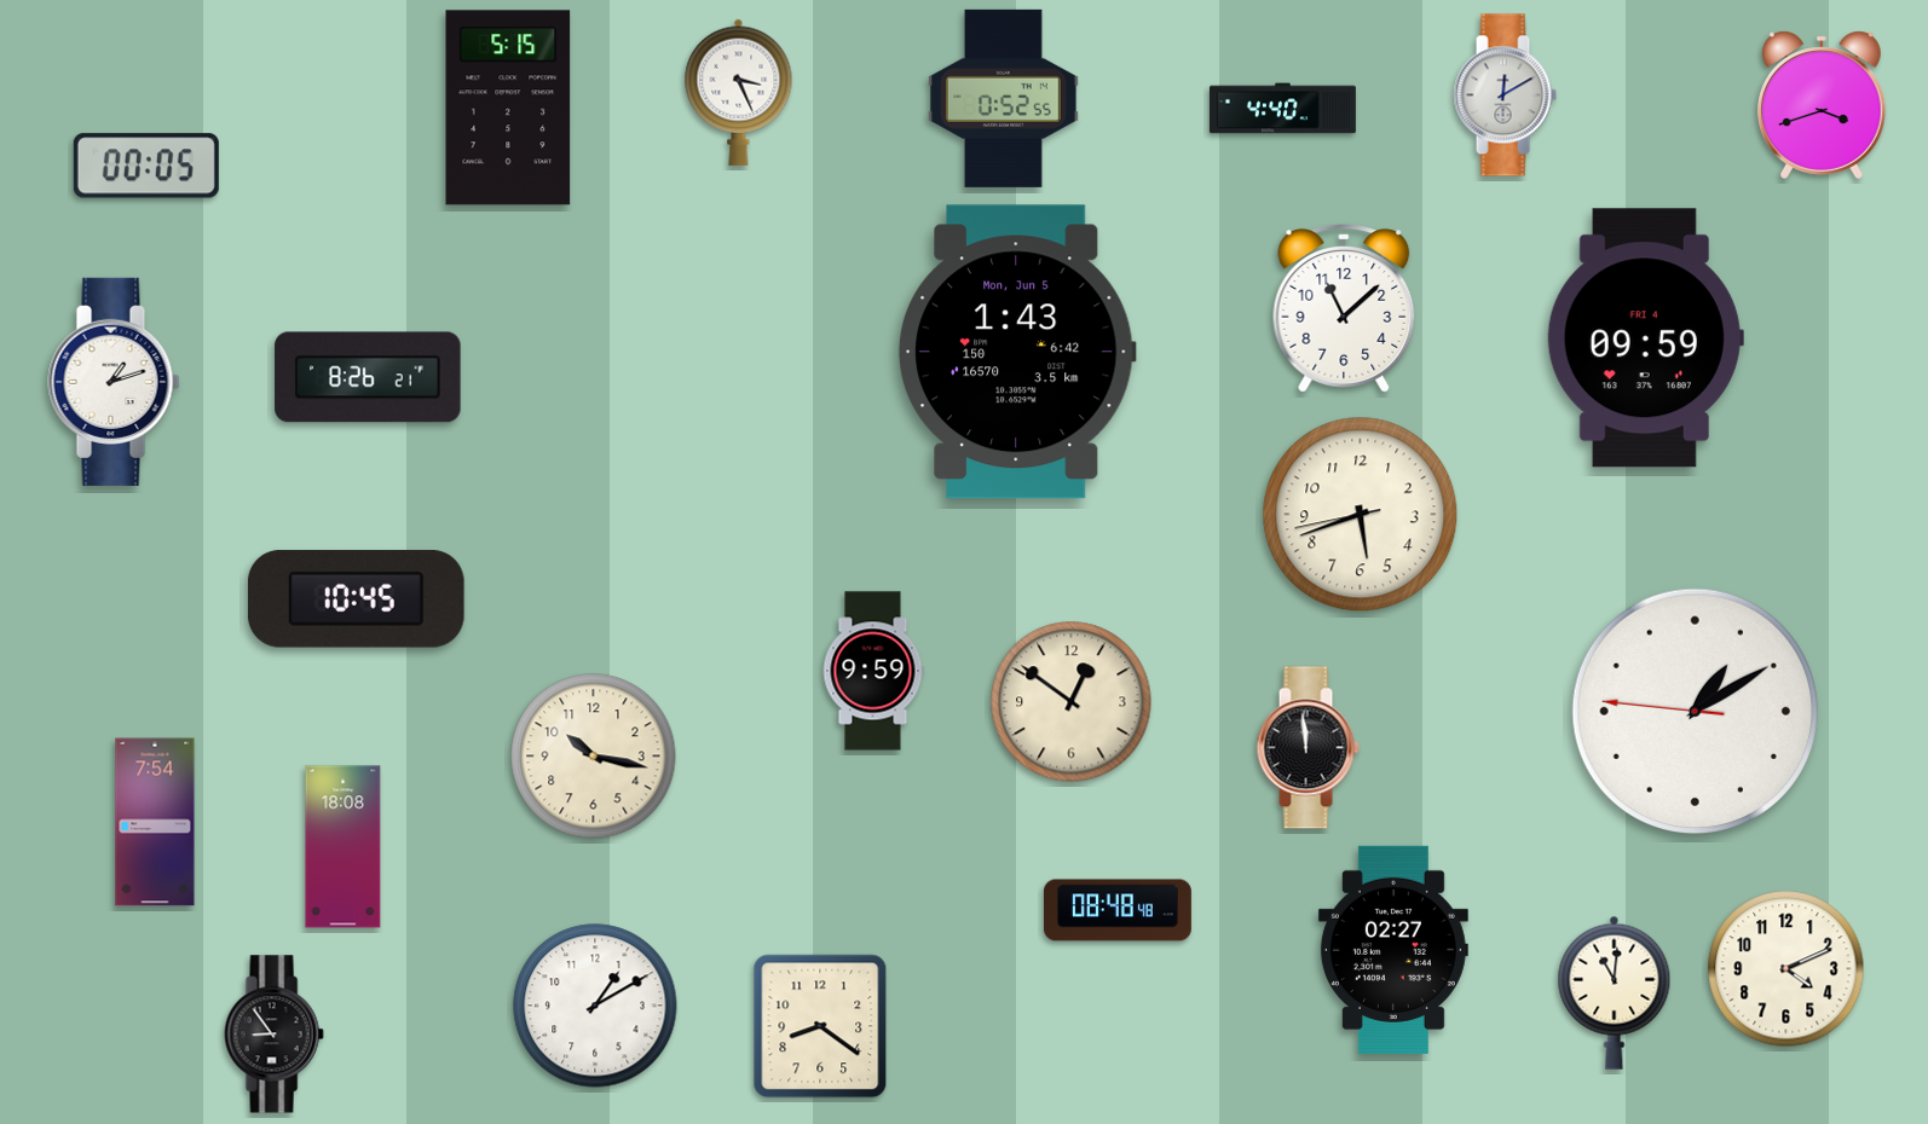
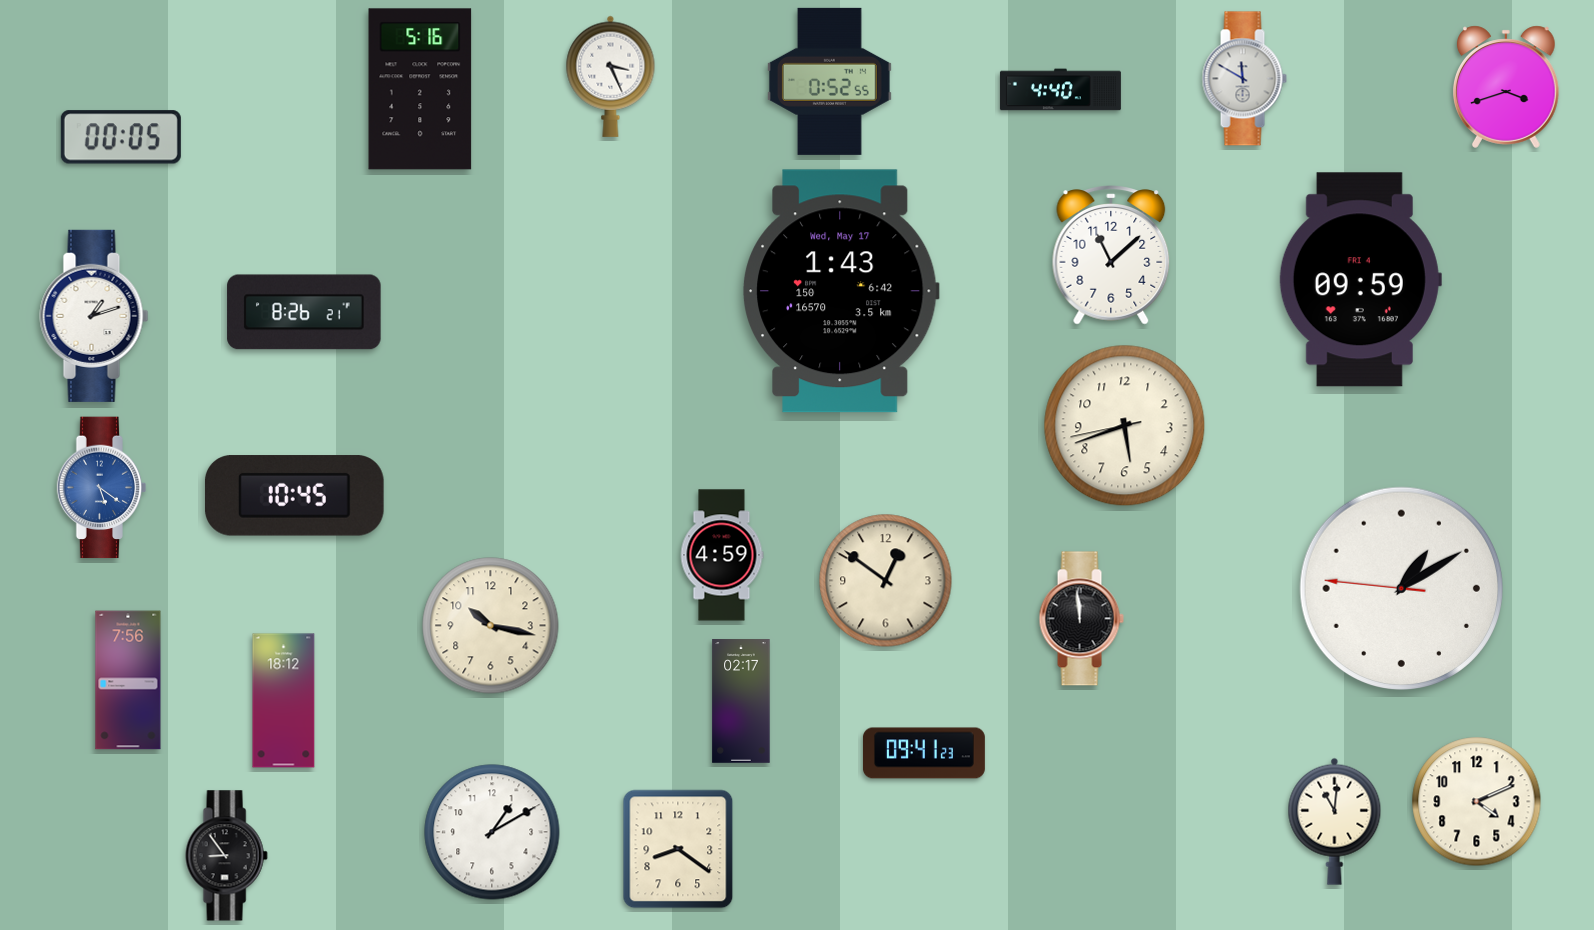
clock at (1505, 95): 12:10 -> 11:50
clock at (508, 108): 5:15 -> 5:16
clock at (1017, 352) date: Mon, Jun 5 -> Wed, May 17
clock at (102, 488): none -> 5:21
clock at (873, 671): 9:59 -> 4:59
clock at (155, 822): 7:54 -> 7:56
clock at (344, 847): 18:08 -> 18:12
clock at (741, 701): none -> 02:17
clock at (1118, 910): 08:48 -> 09:41
clock at (1393, 950): 02:27 -> none
